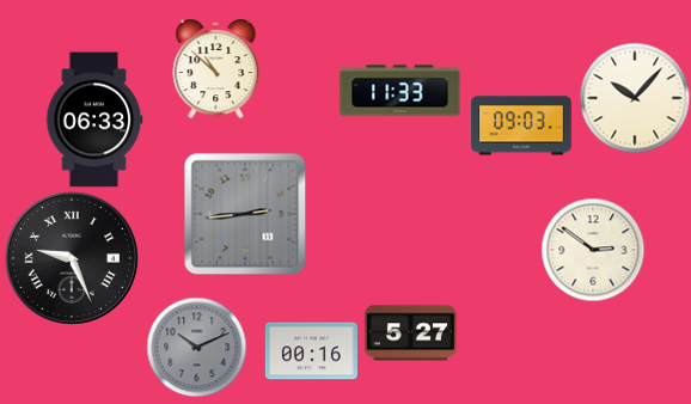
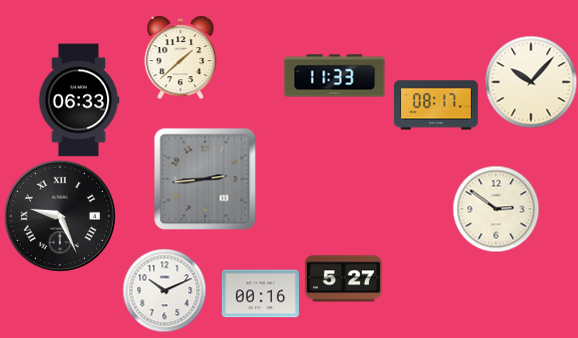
clock at (216, 68): 10:52 -> 1:38
clock at (521, 126): 09:03 -> 08:17
clock at (196, 347) dial: grey -> white
